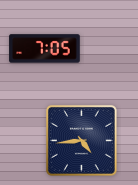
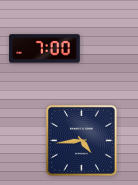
clock at (45, 49): 7:05 -> 7:00
